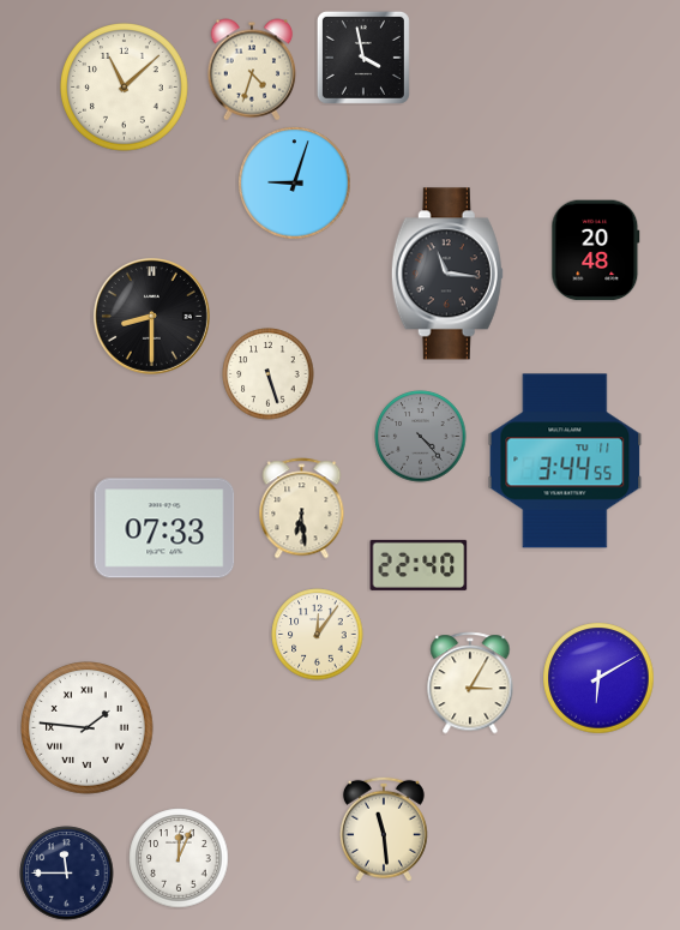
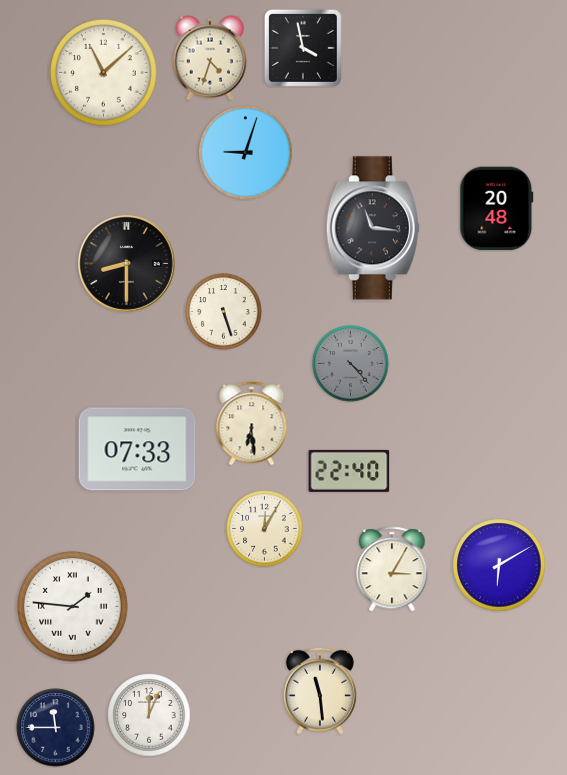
clock at (565, 461): 3:44 -> none
clock at (164, 528) position: (164, 528) -> (137, 449)
clock at (318, 635): 12:06 -> 12:05
